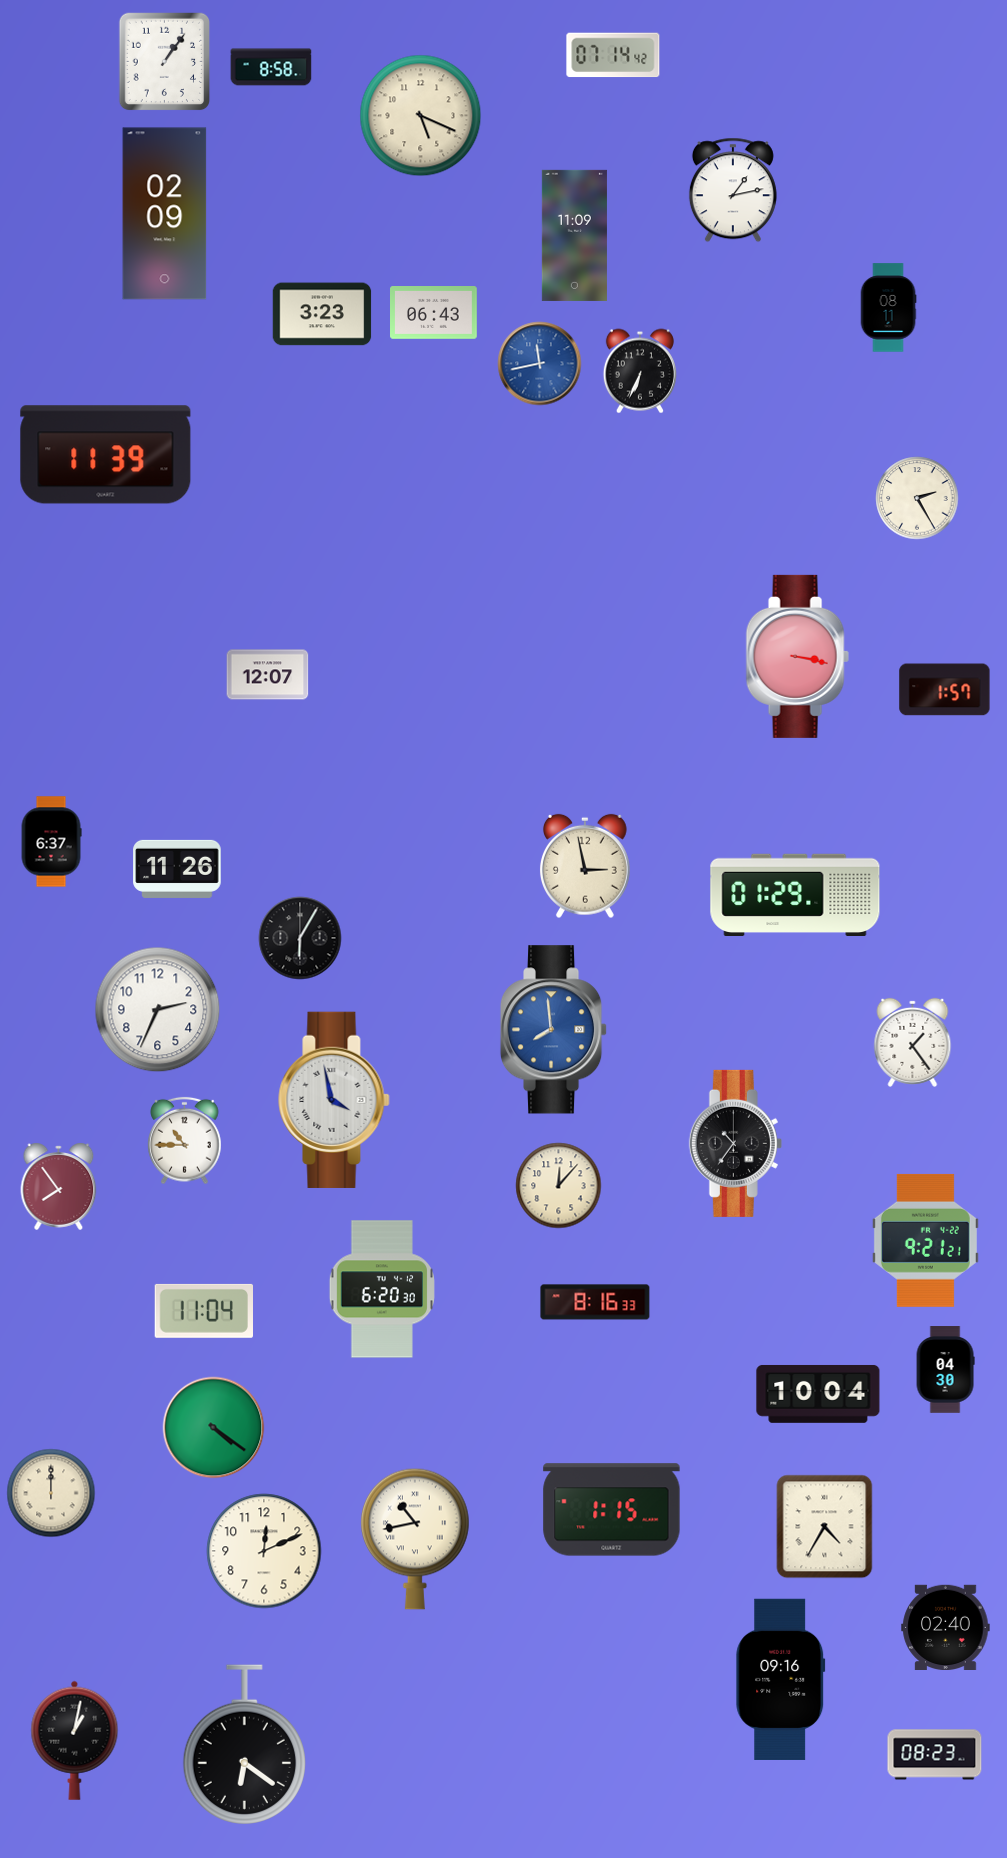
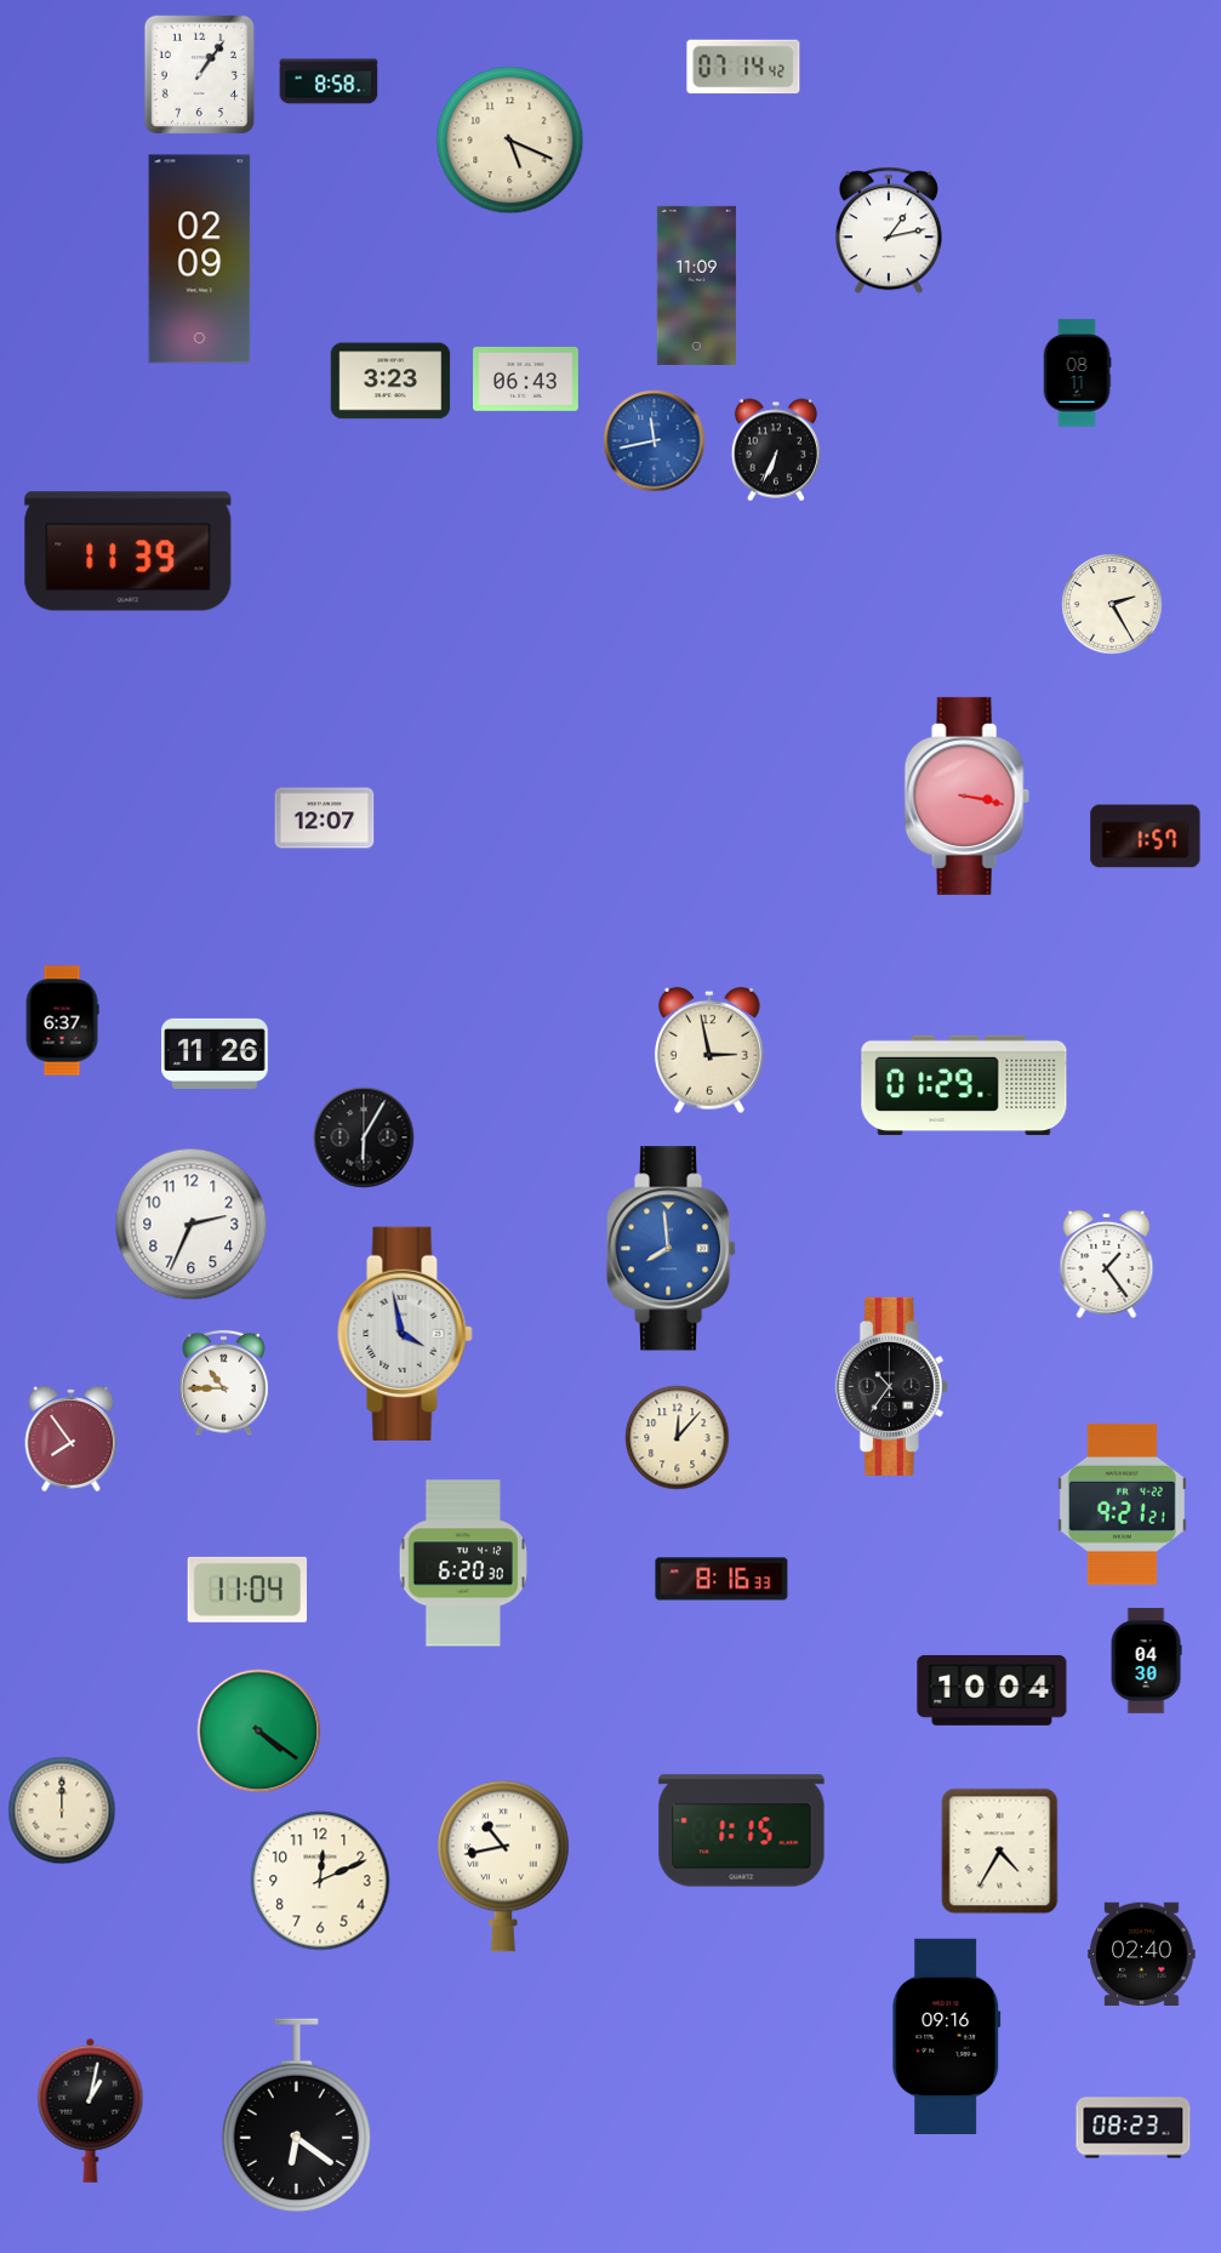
clock at (946, 1627) position: (946, 1627) -> (1142, 1953)
